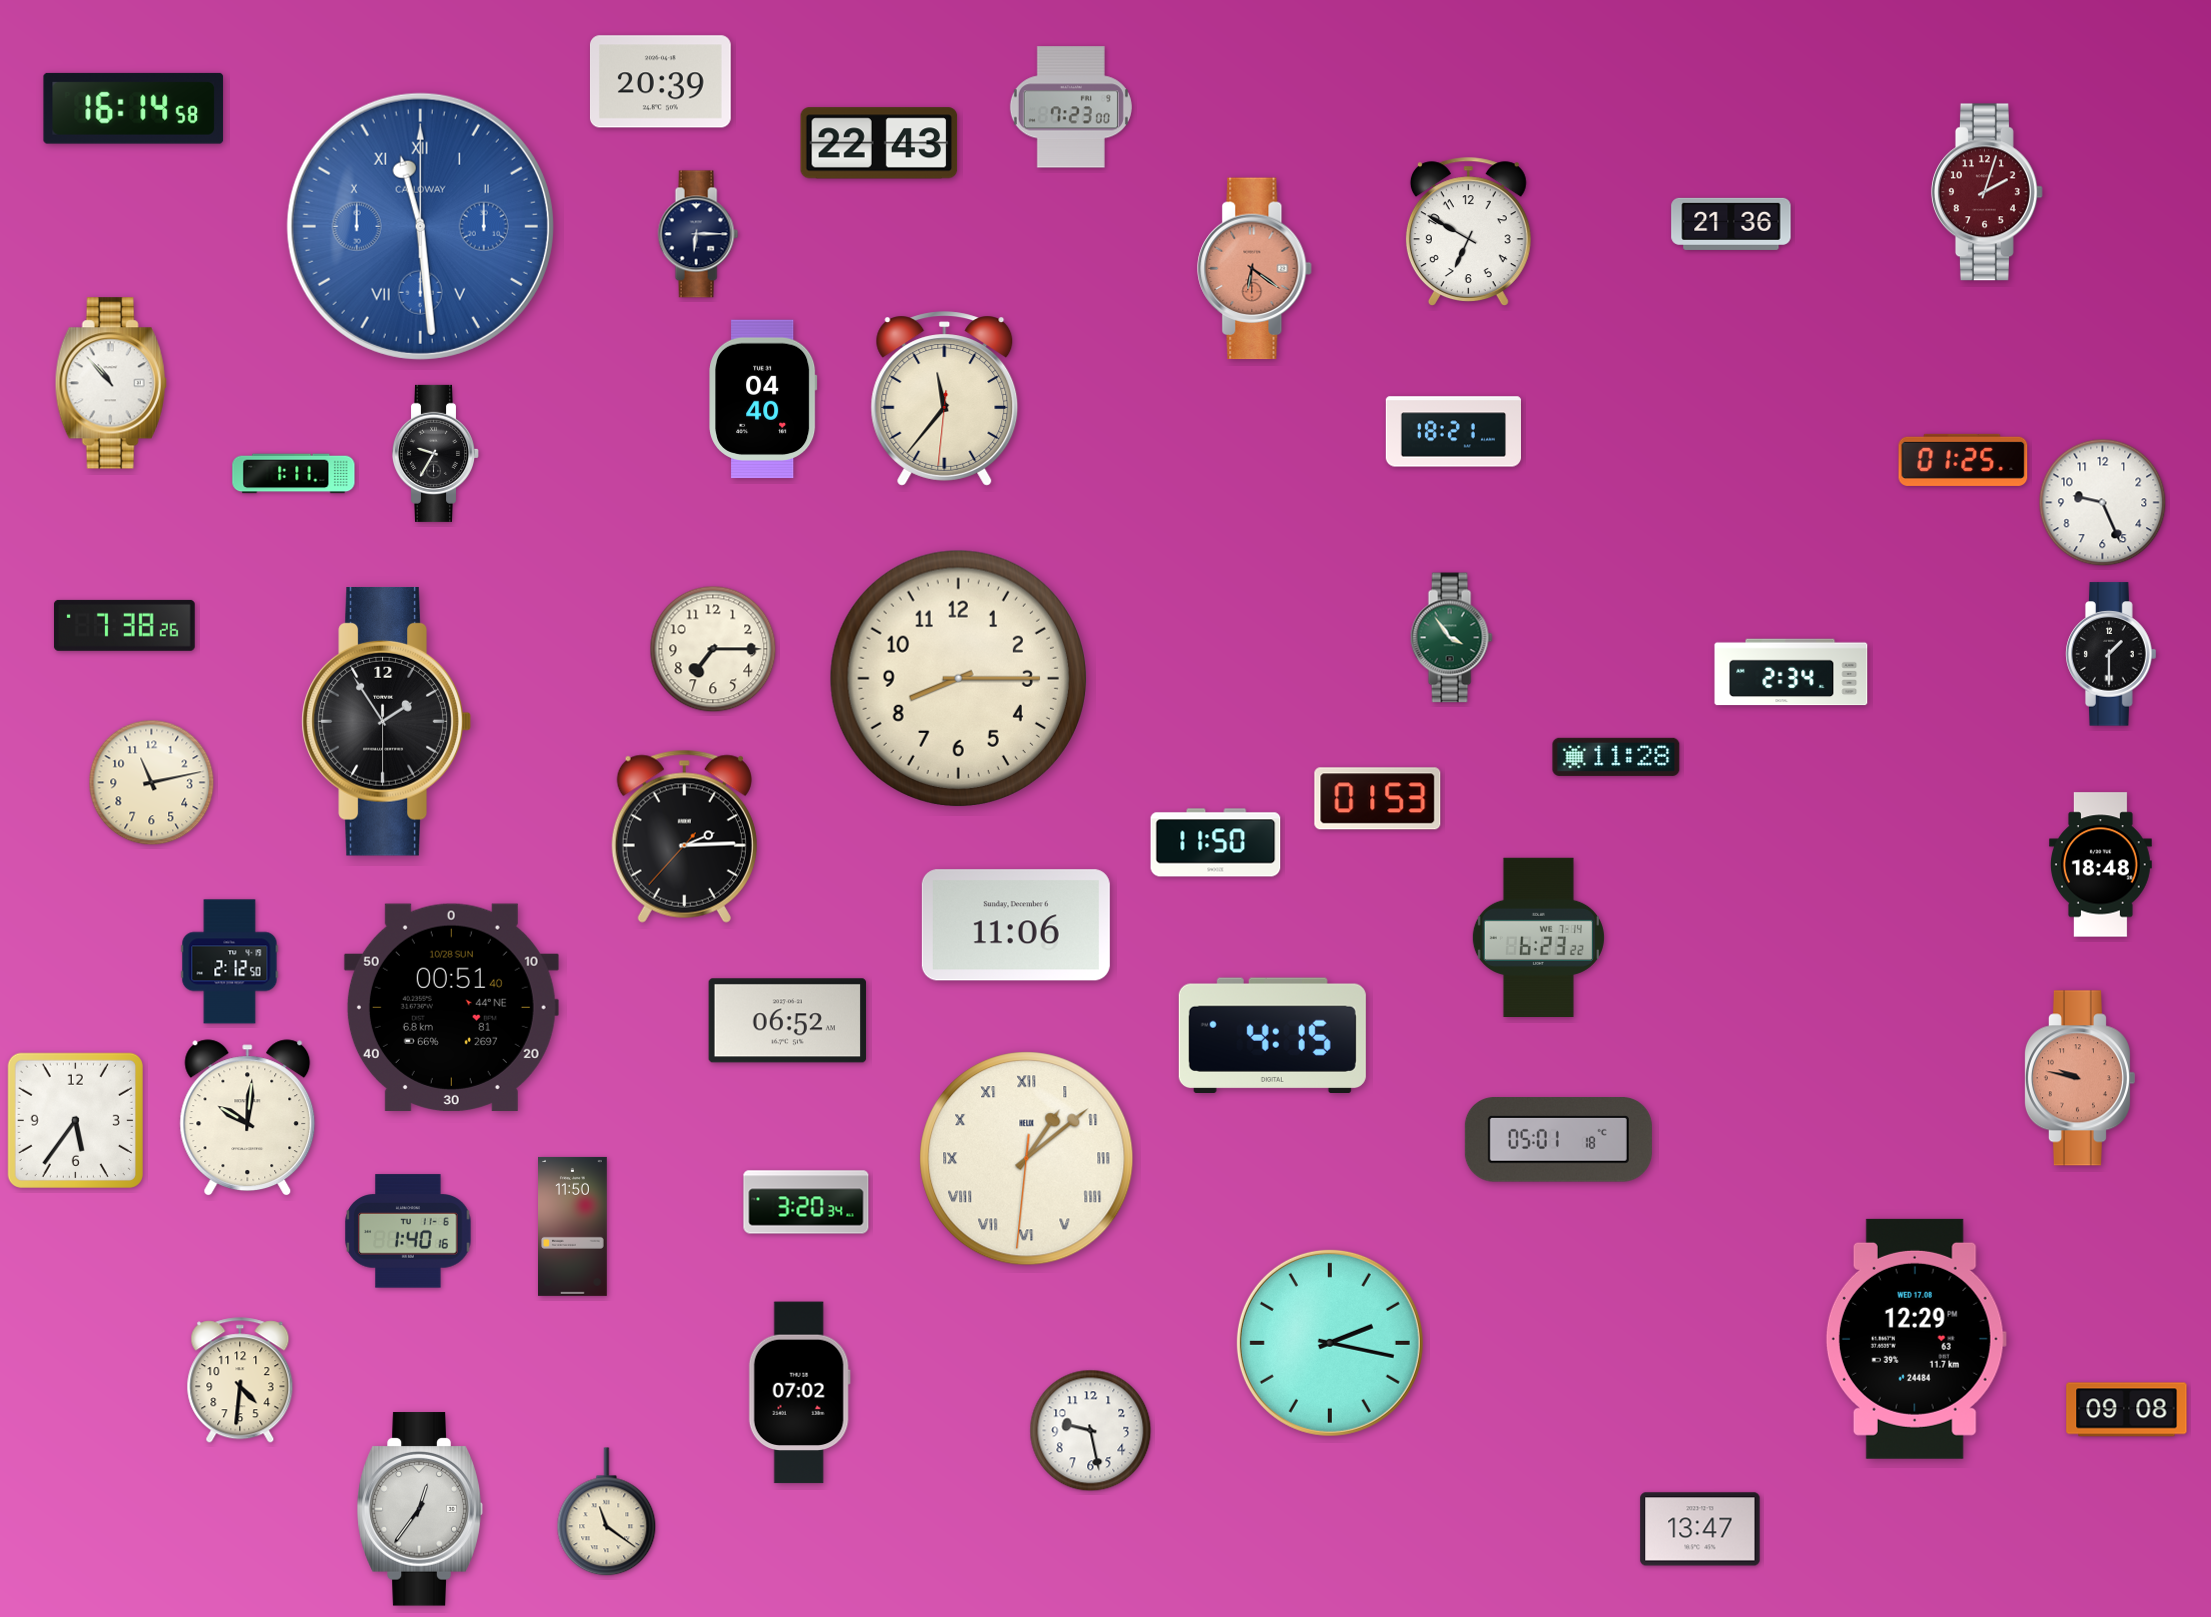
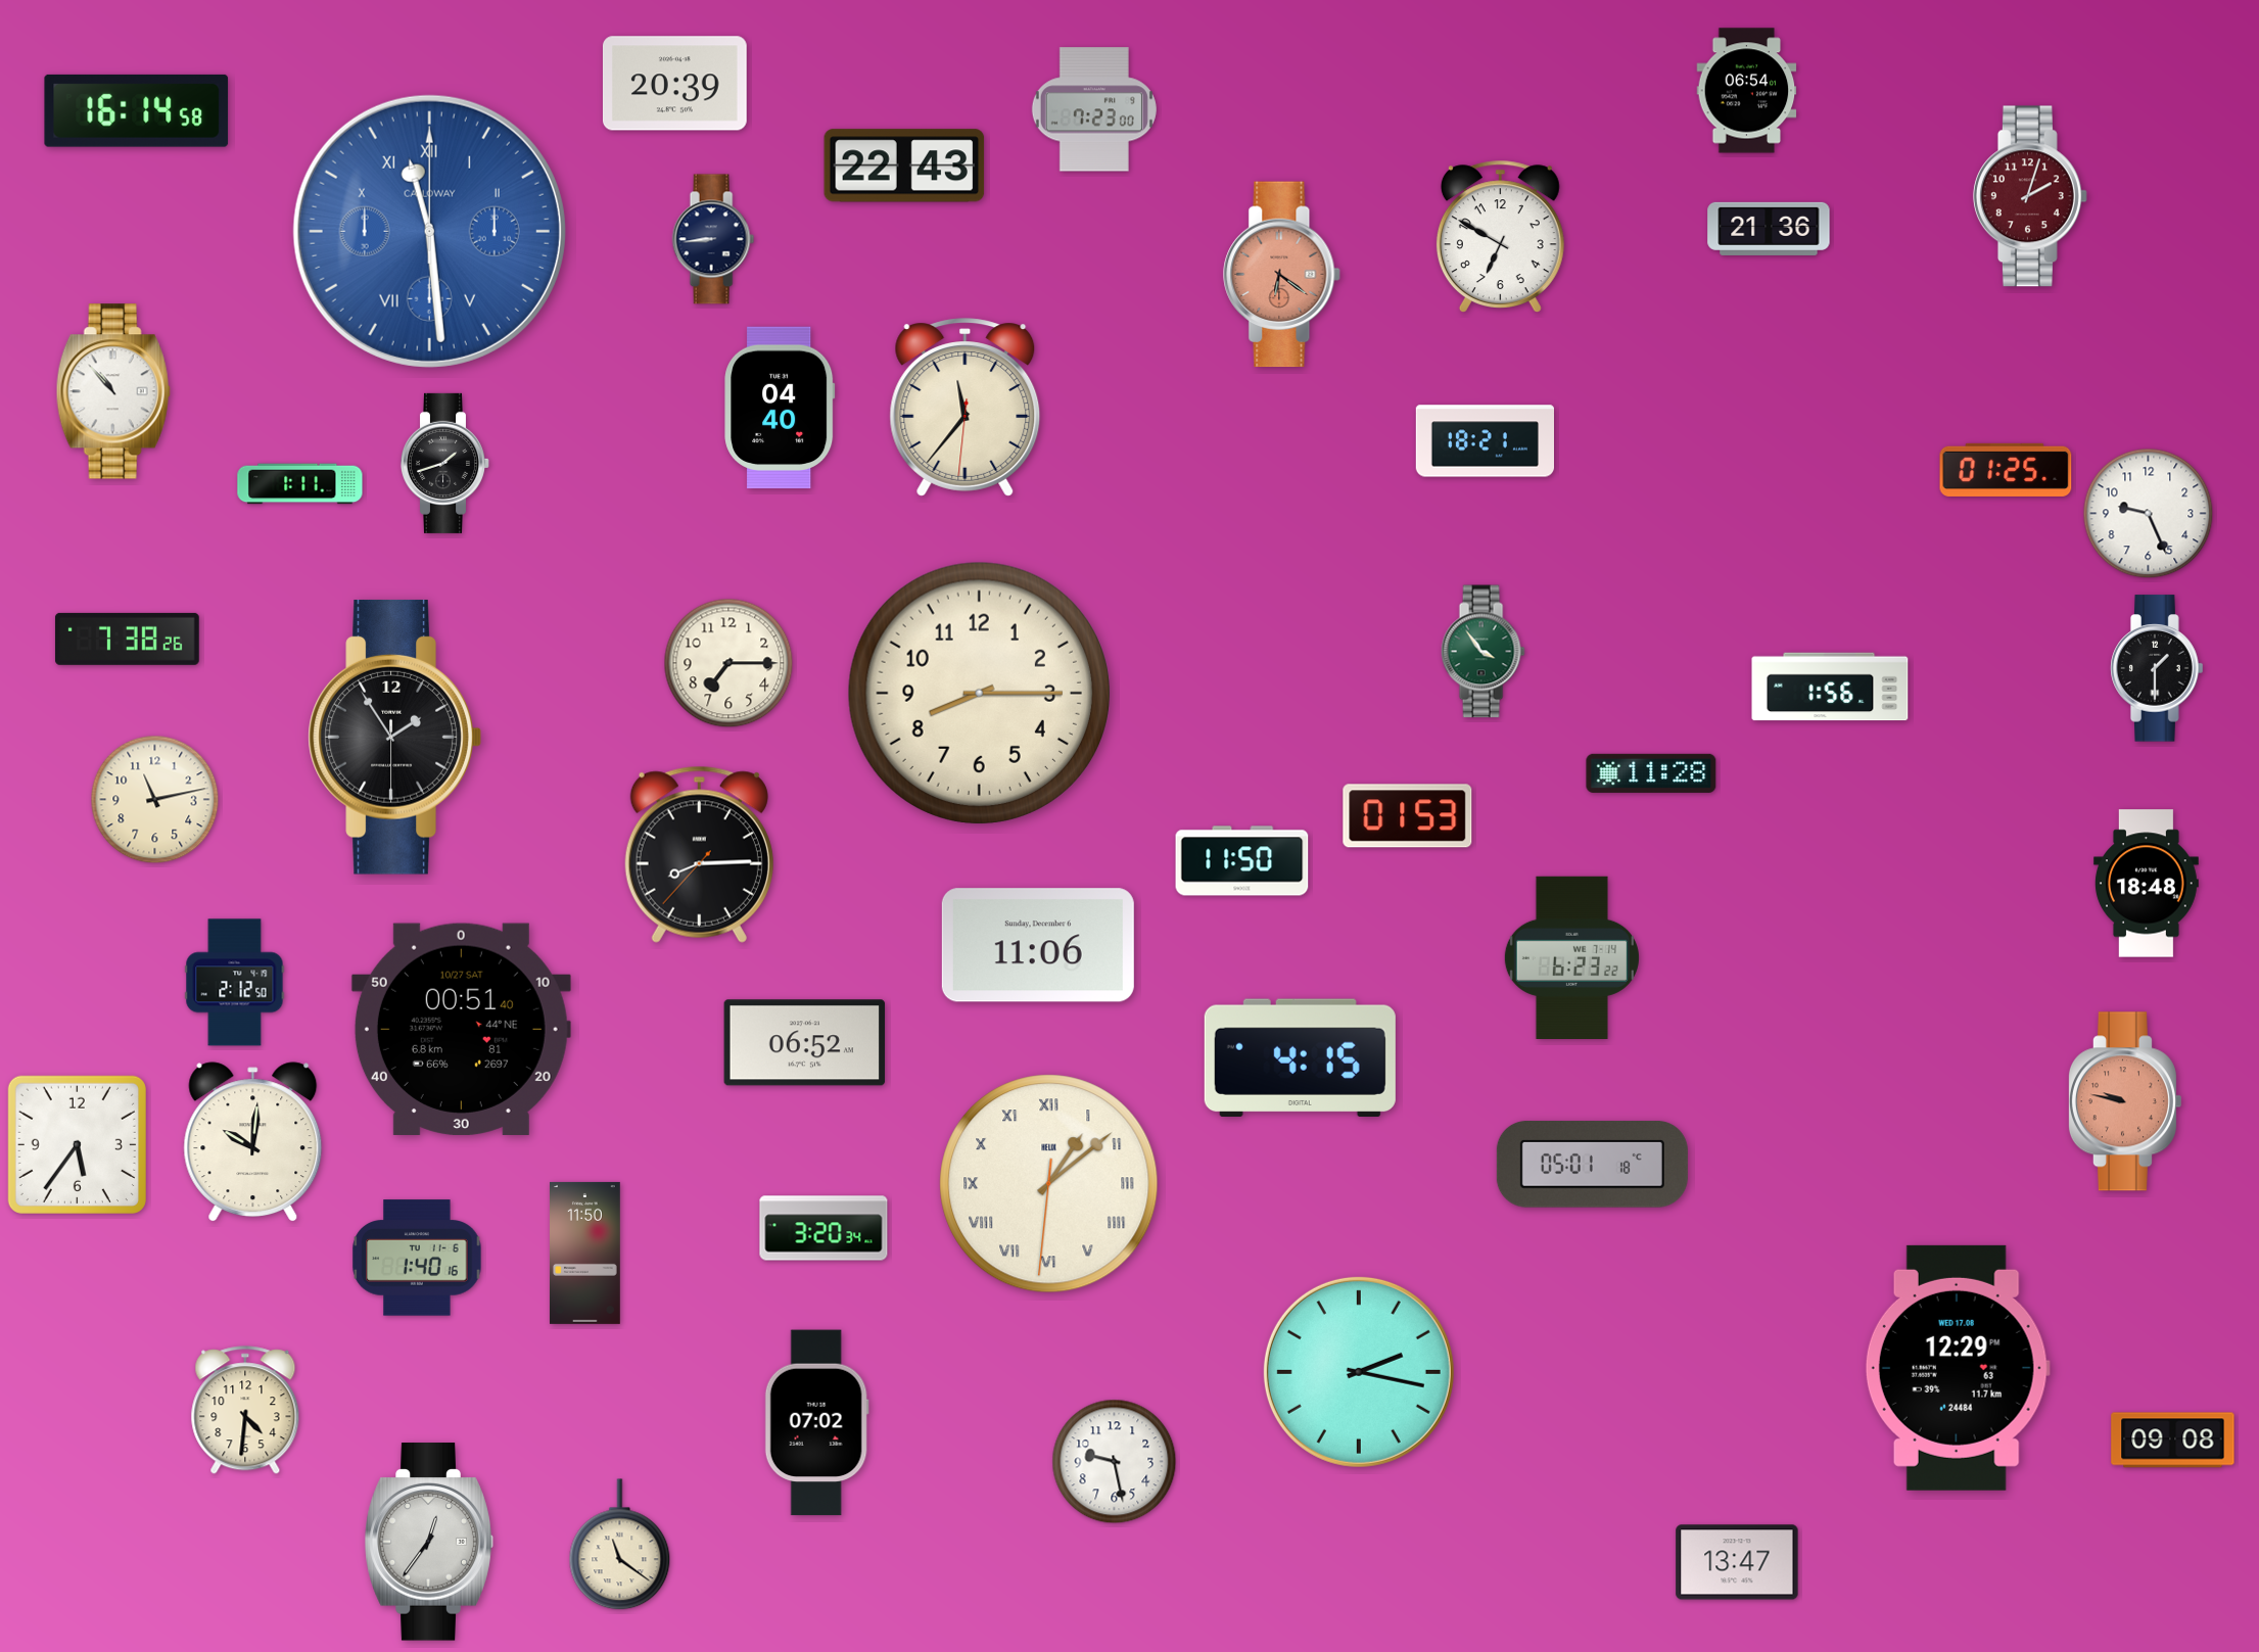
clock at (1747, 91): none -> 06:54
clock at (879, 143) position: (879, 143) -> (904, 166)
clock at (698, 234): 6:15 -> 8:44
clock at (435, 453): 9:35 -> 1:42
clock at (1791, 672): 2:34 -> 1:56
clock at (684, 836): 2:14 -> 8:14
clock at (451, 1007) date: 10/28 SUN -> 10/27 SAT
